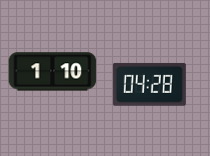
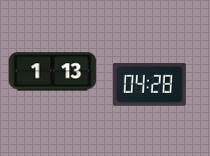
clock at (53, 72): 1:10 -> 1:13
